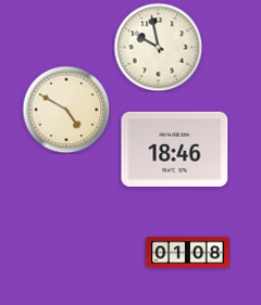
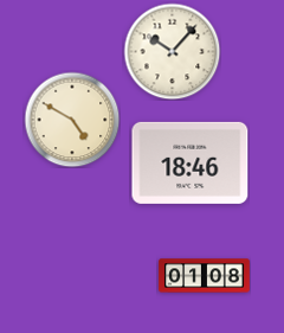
clock at (158, 47): 9:58 -> 10:07
